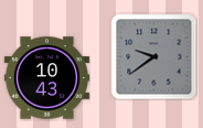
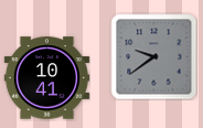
clock at (46, 78): 10:43 -> 10:41
